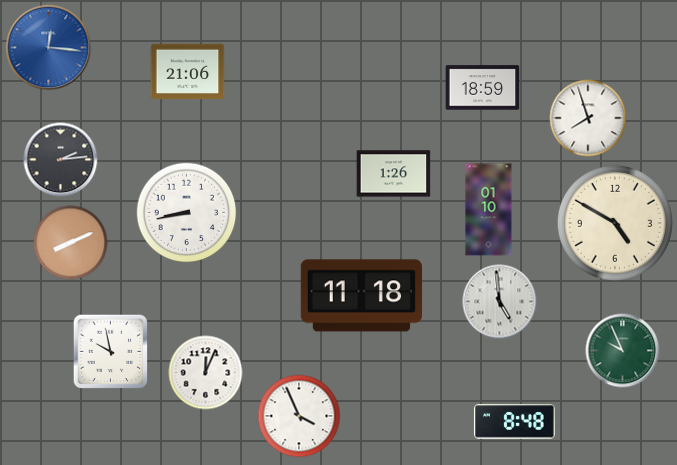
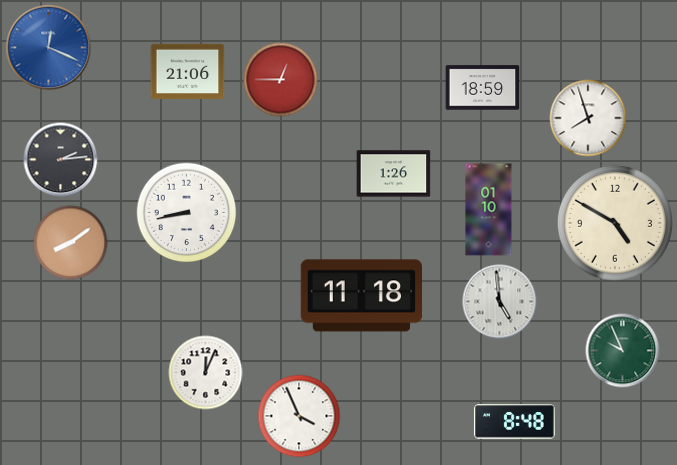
clock at (49, 48): 12:16 -> 12:19
clock at (281, 80): none -> 12:45
clock at (71, 243): 8:11 -> 8:09
clock at (111, 352): 9:58 -> none
